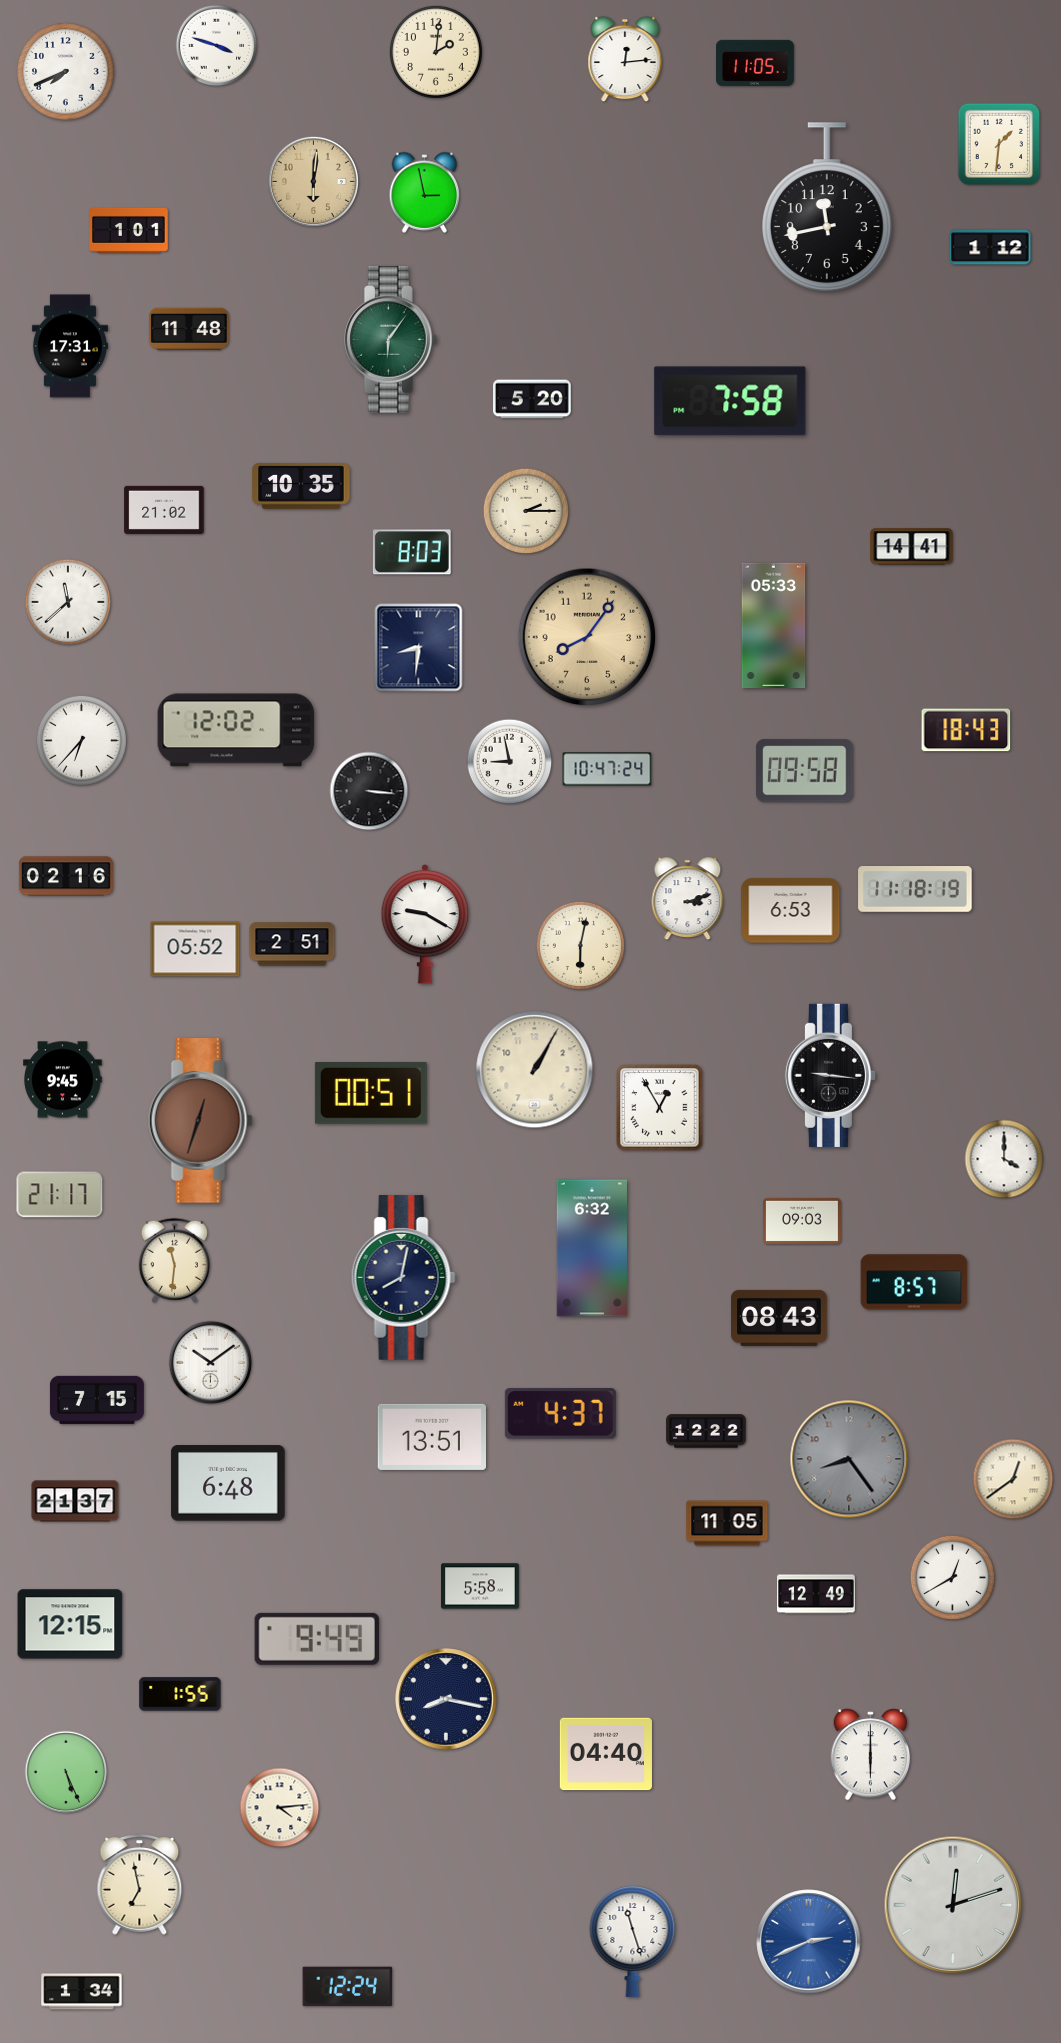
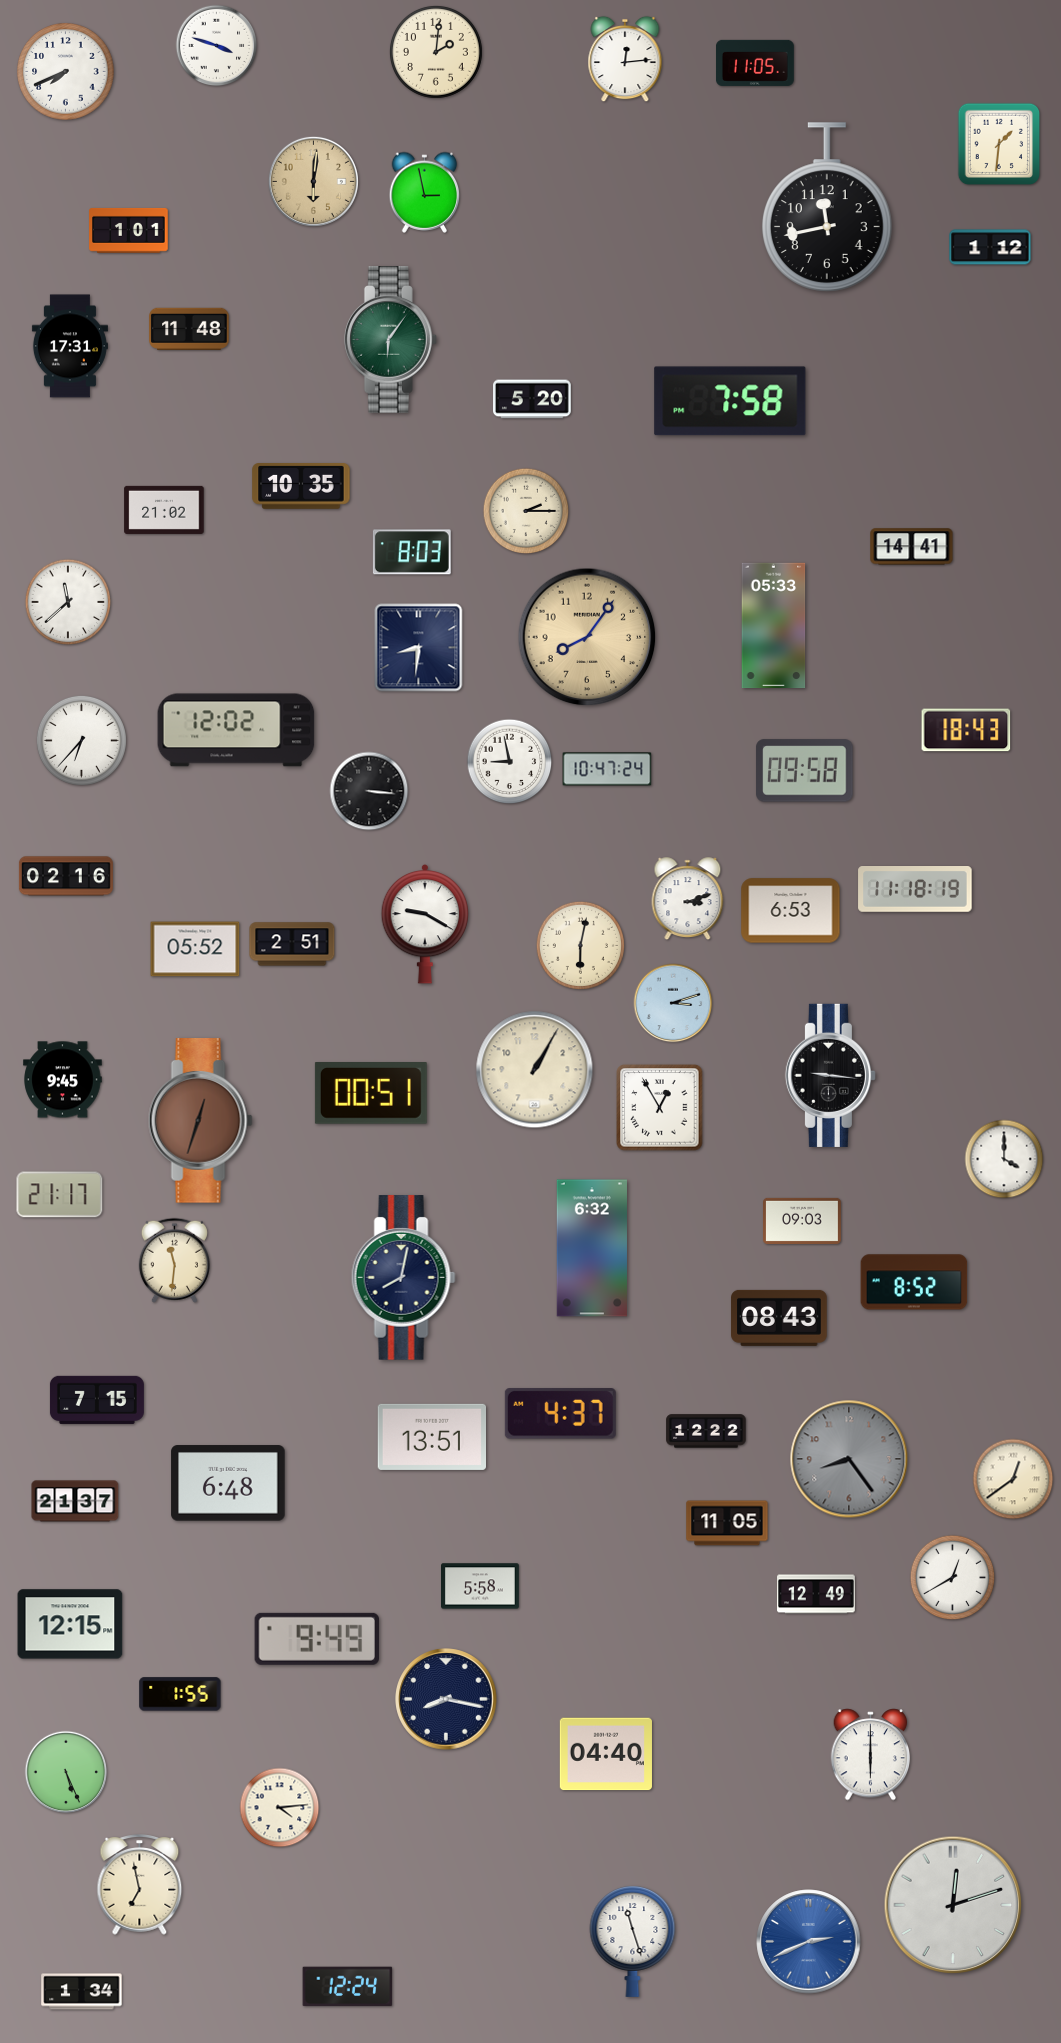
clock at (673, 1003): none -> 3:12
clock at (914, 1282): 8:57 -> 8:52
clock at (211, 1363): 10:09 -> none
